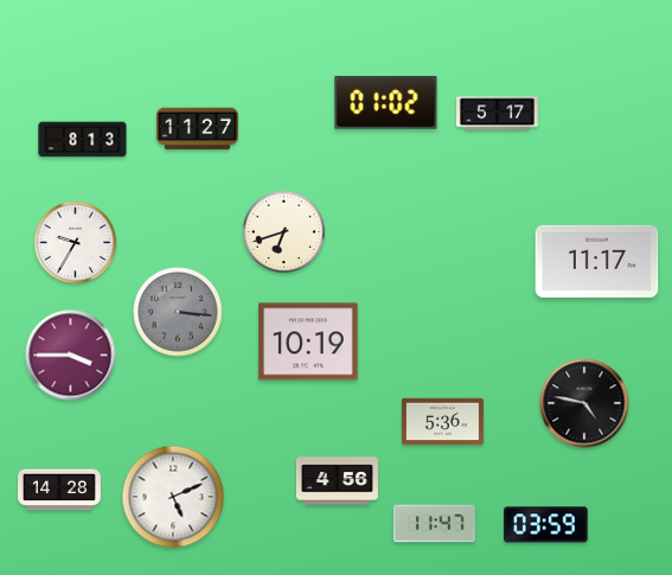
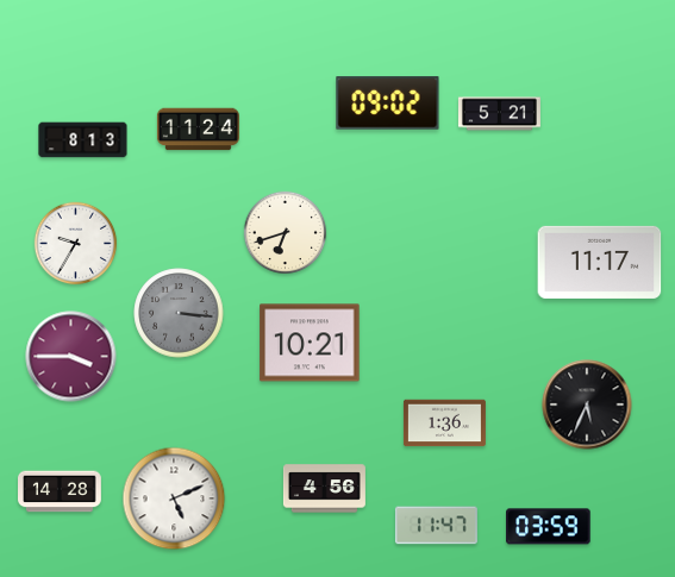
clock at (386, 103): 01:02 -> 09:02
clock at (497, 114): 5:17 -> 5:21
clock at (197, 129): 11:27 -> 11:24
clock at (308, 341): 10:19 -> 10:21
clock at (584, 403): 4:47 -> 5:34
clock at (442, 422): 5:36 -> 1:36
clock at (337, 481) position: (337, 481) -> (324, 489)
